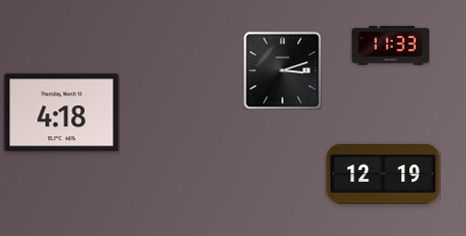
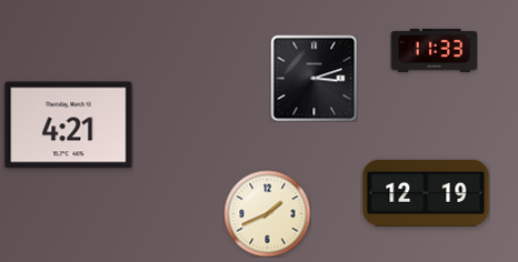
clock at (62, 113): 4:18 -> 4:21
clock at (267, 213): none -> 1:41
